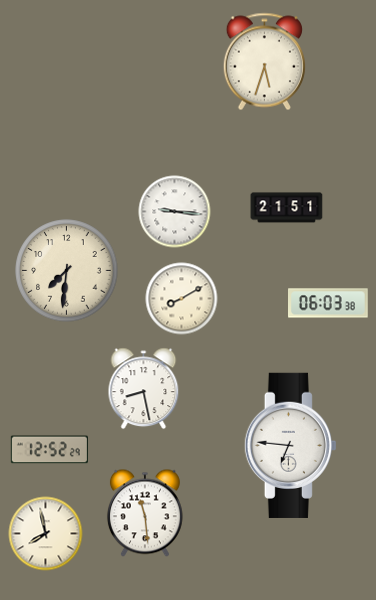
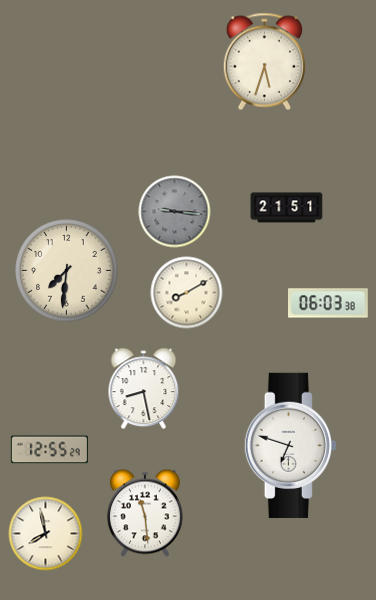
clock at (175, 212) dial: white -> grey
clock at (182, 299) position: (182, 299) -> (187, 293)
clock at (290, 445): 6:46 -> 6:48
clock at (49, 450): 12:52 -> 12:55
